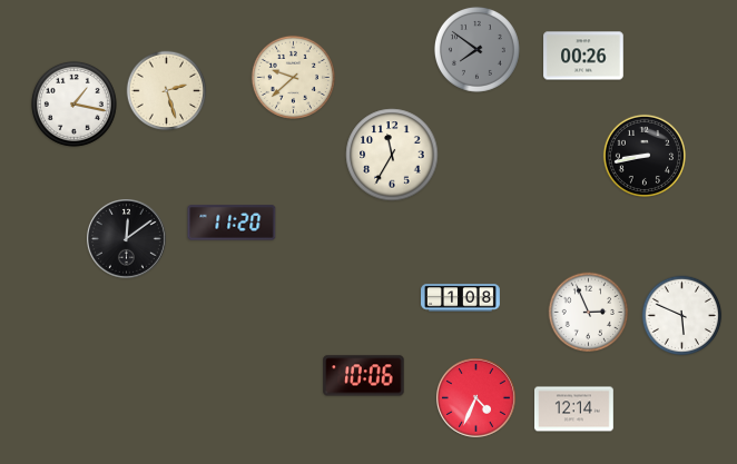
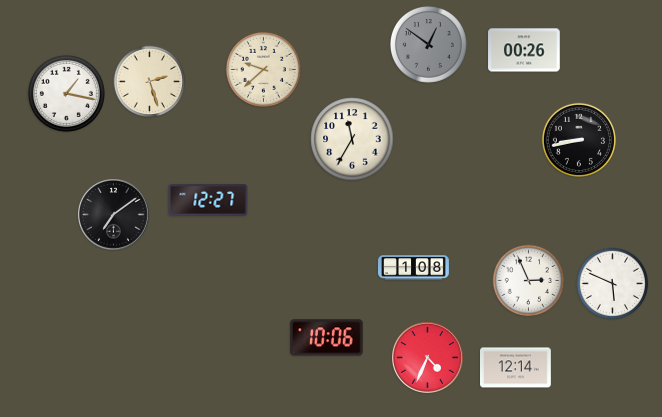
clock at (476, 49): 7:51 -> 12:51
clock at (232, 223): 11:20 -> 12:27
clock at (127, 239): 12:09 -> 7:09
